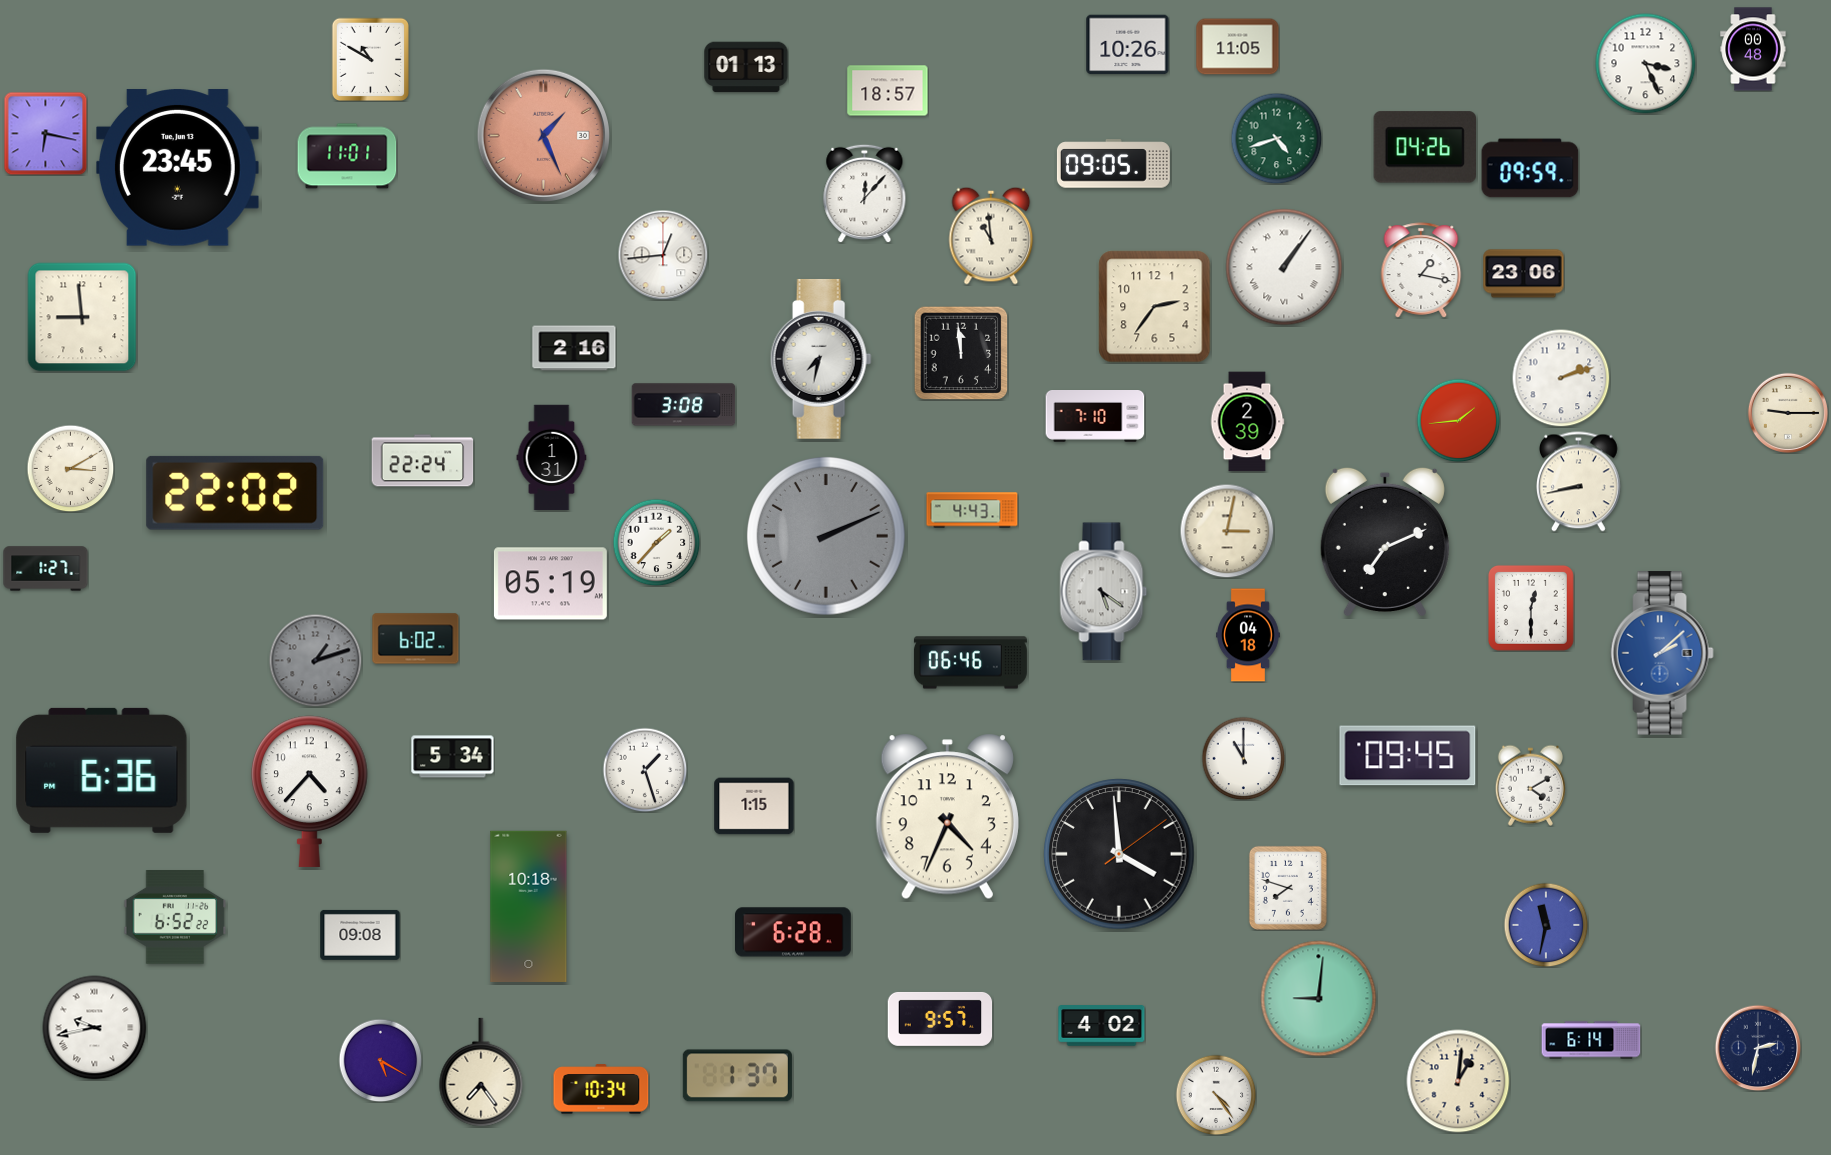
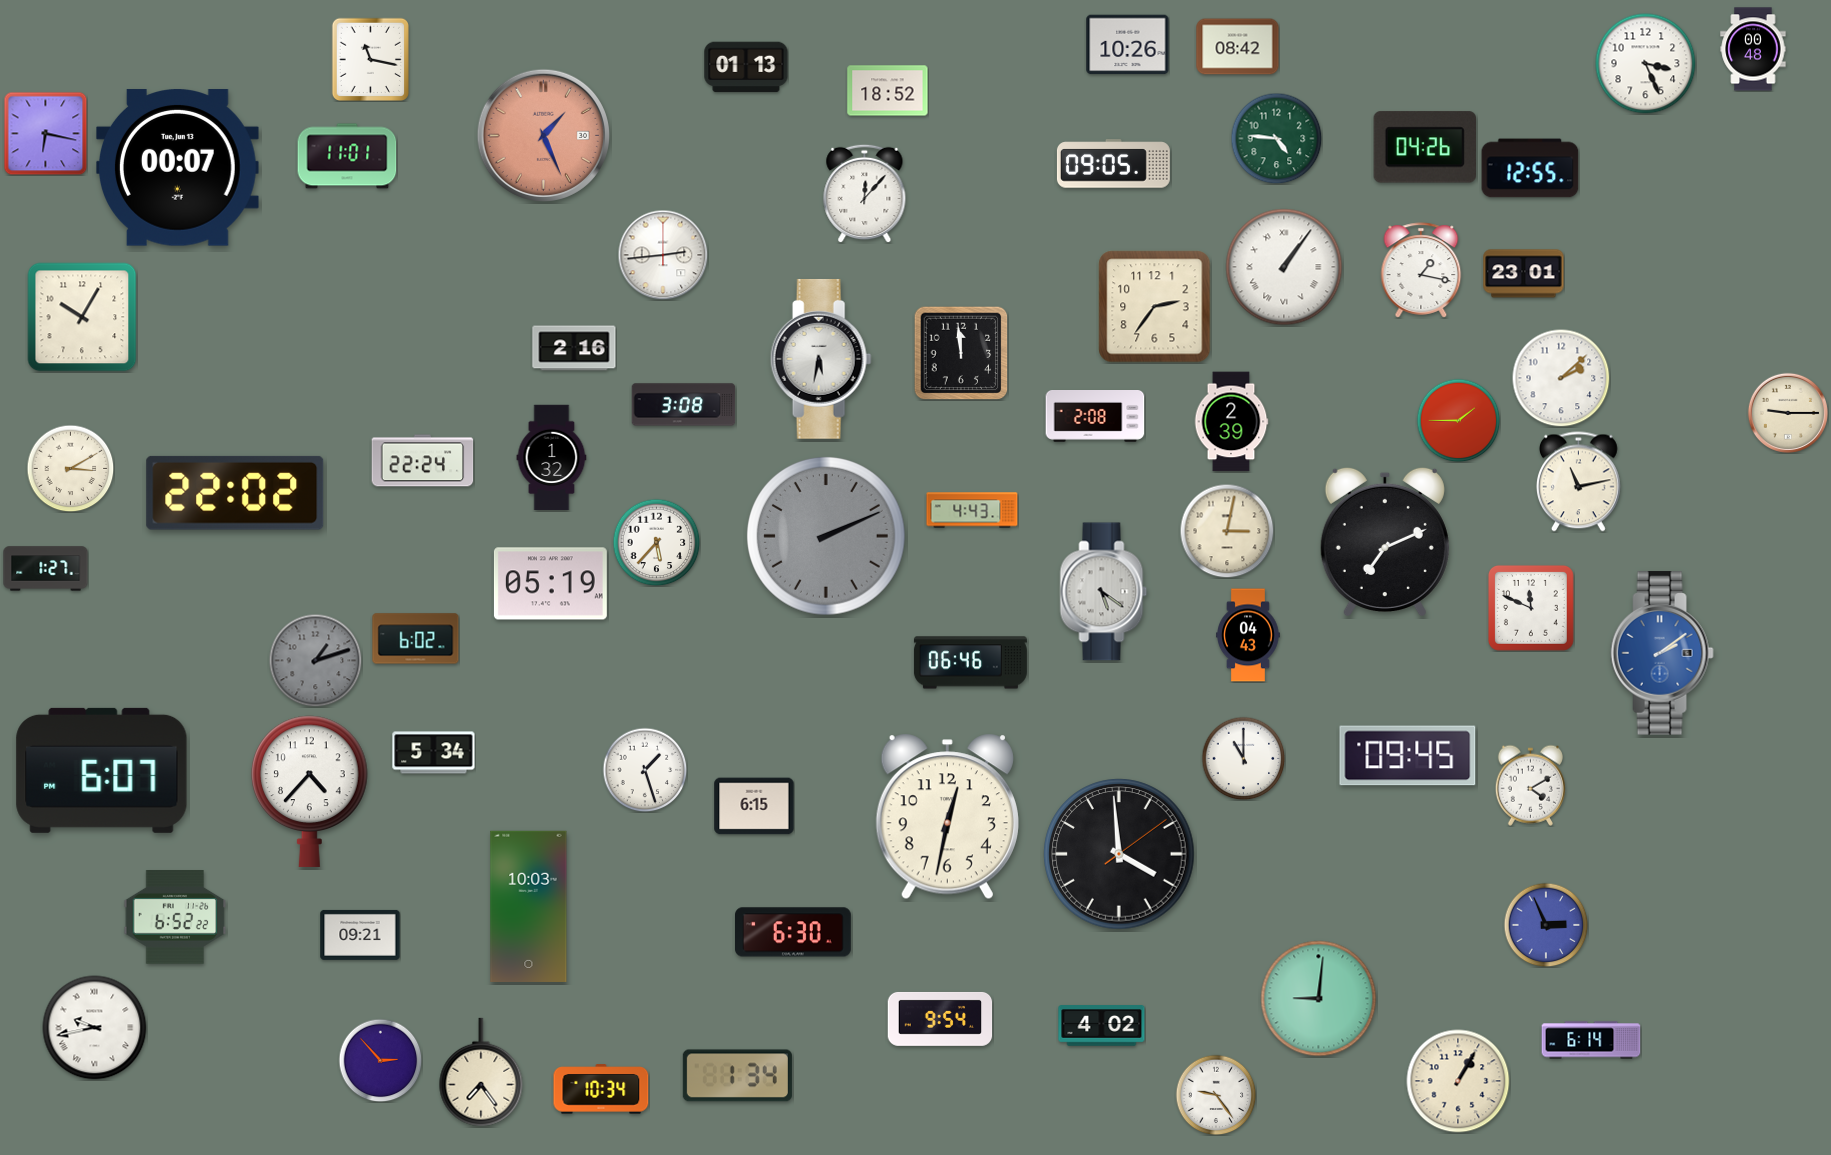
clock at (1238, 47): 11:05 -> 08:42
clock at (370, 59): 10:50 -> 11:17
clock at (888, 91): 18:57 -> 18:52
clock at (1276, 138): 4:42 -> 4:46
clock at (178, 168): 23:45 -> 00:07
clock at (1530, 168): 09:59 -> 12:55
clock at (991, 236): 10:59 -> none
clock at (663, 255): 12:44 -> 2:44
clock at (1524, 274): 23:06 -> 23:01
clock at (82, 317): 8:59 -> 10:05
clock at (821, 359): 7:32 -> 5:32
clock at (1561, 378): 2:12 -> 2:08
clock at (1095, 417): 7:10 -> 2:08
clock at (1458, 420): 1:44 -> 1:45
clock at (1247, 422) position: (1247, 422) -> (1231, 422)
clock at (552, 458): 1:31 -> 1:32
clock at (1578, 482): 8:43 -> 11:13
clock at (656, 542): 1:37 -> 5:37
clock at (1531, 608): 12:30 -> 11:49
clock at (1249, 635): 04:18 -> 04:43
clock at (1662, 653): 2:08 -> 2:09
clock at (453, 757) position: (453, 757) -> (434, 753)
clock at (102, 770): 6:36 -> 6:07
clock at (754, 806): 1:15 -> 6:15
clock at (947, 817): 4:34 -> 12:32
clock at (1288, 888): 7:48 -> none
clock at (529, 906): 10:18 -> 10:03
clock at (1546, 925): 11:32 -> 2:56
clock at (794, 932): 6:28 -> 6:30
clock at (360, 935): 09:08 -> 09:21
clock at (940, 1019): 9:57 -> 9:54
clock at (1758, 1048): 2:32 -> none
clock at (380, 1060): 5:20 -> 2:53
clock at (737, 1076): 1:37 -> 1:34
clock at (1458, 1081): 1:01 -> 1:05
clock at (1216, 1095): 4:24 -> 9:24
